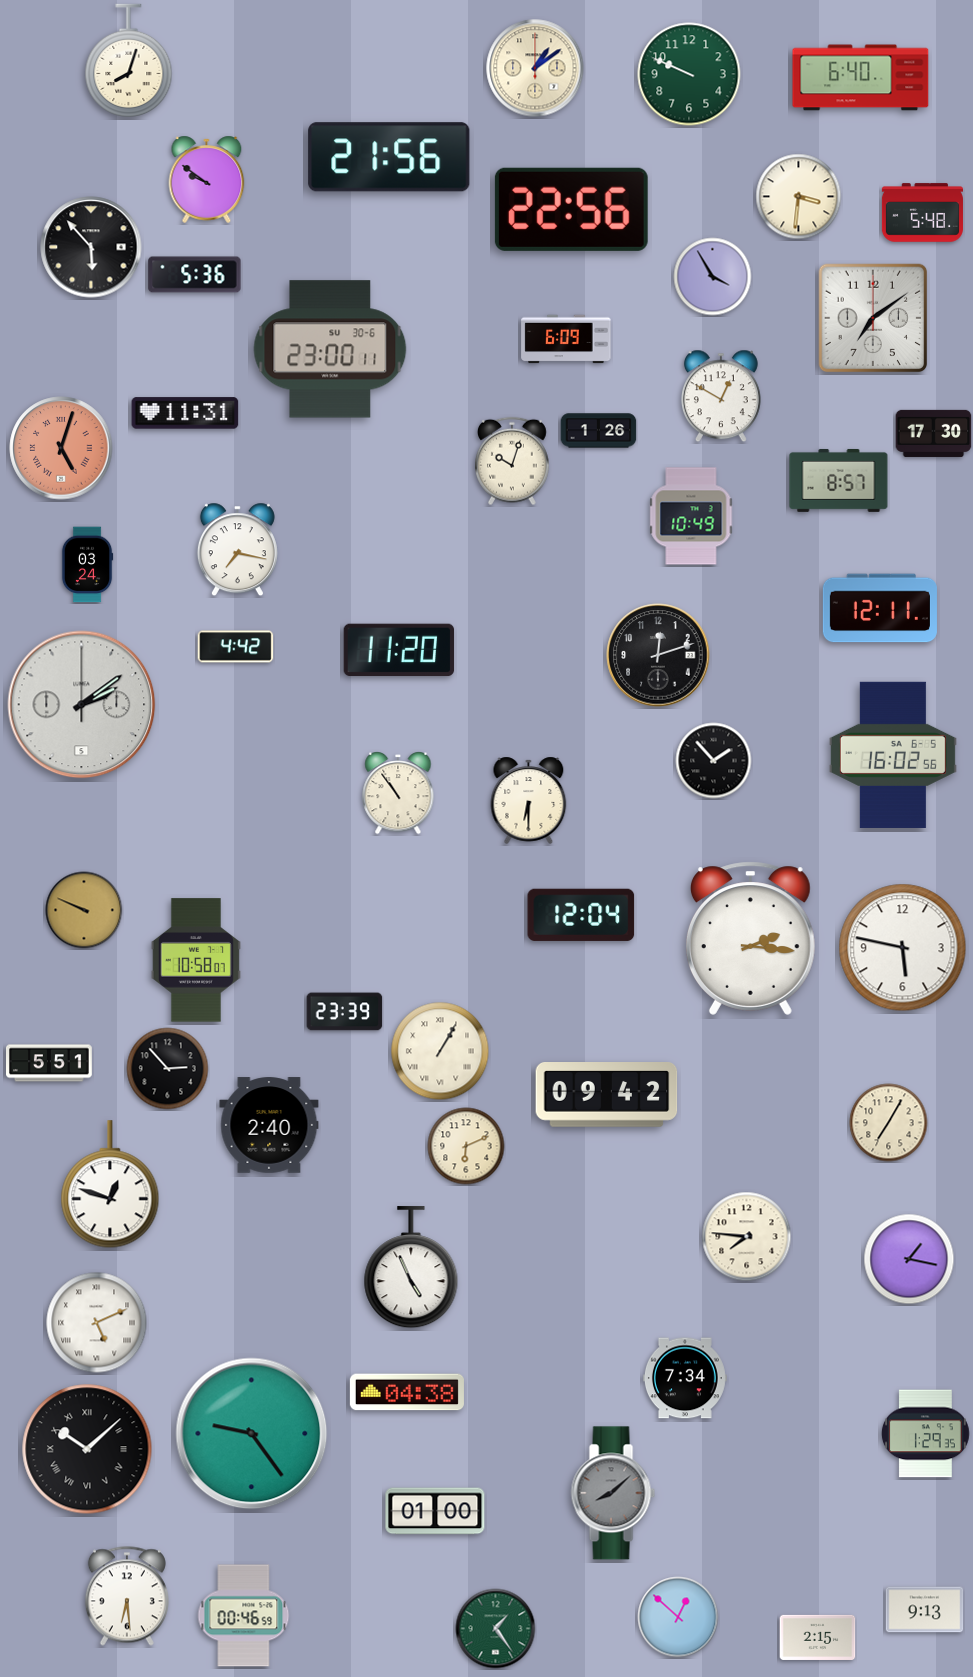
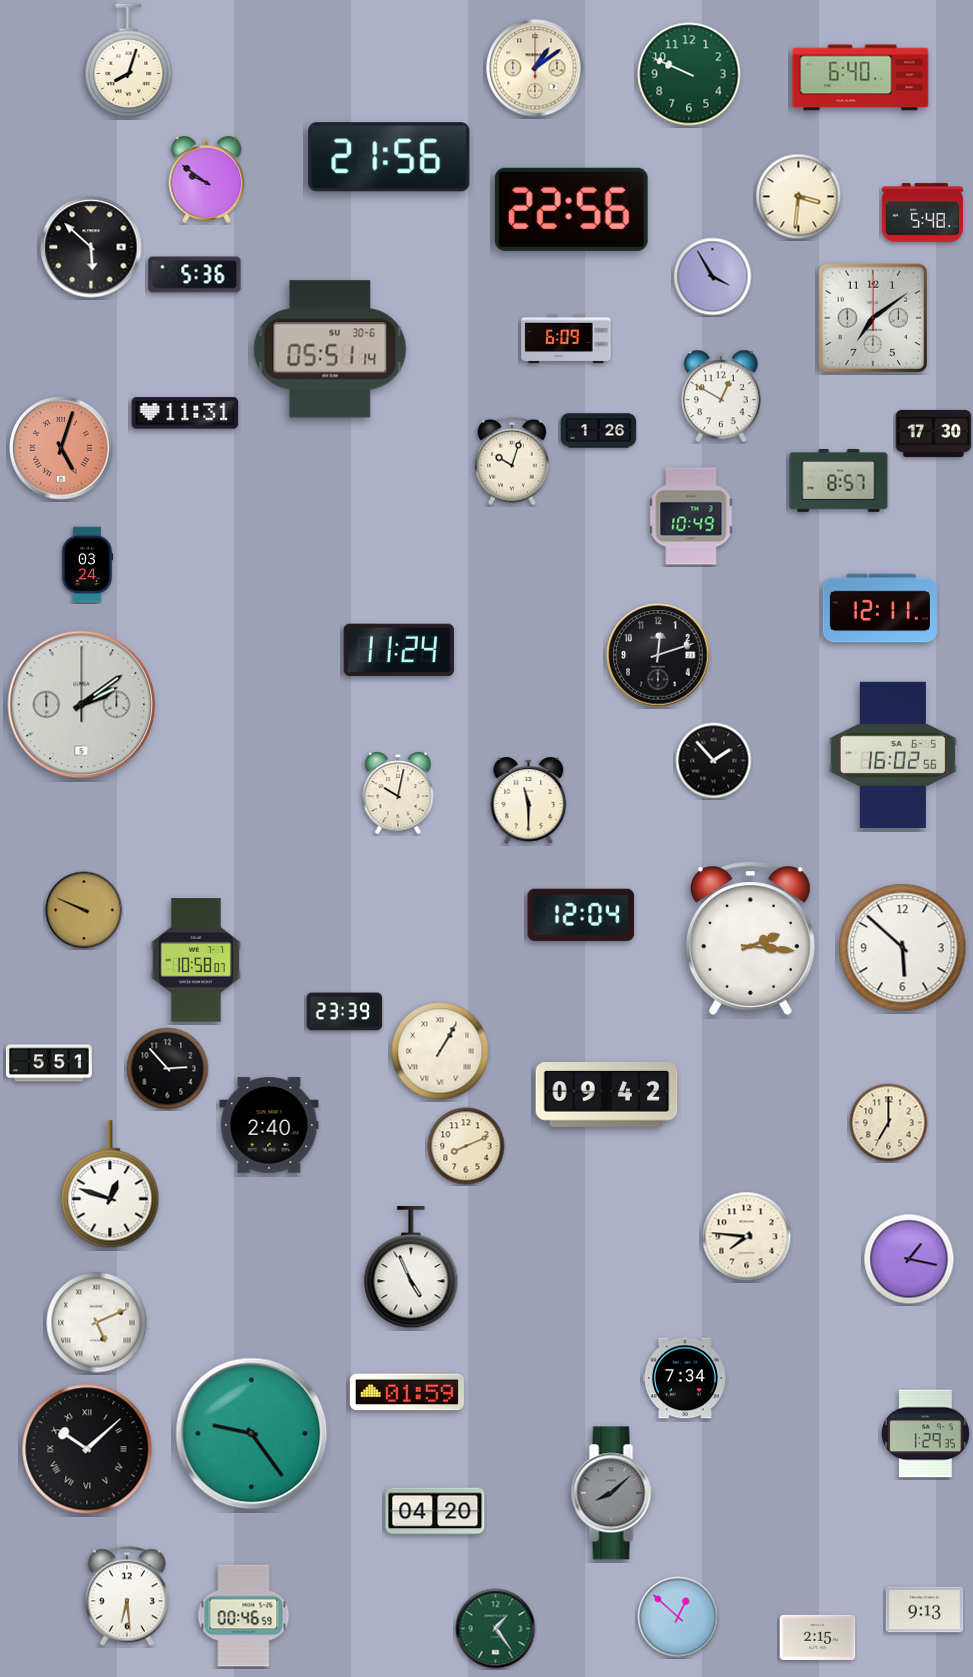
clock at (91, 247): 5:53 -> 5:52
clock at (330, 349): 23:00 -> 05:51
clock at (237, 550): 7:17 -> none
clock at (236, 647): 4:42 -> none
clock at (399, 650): 11:20 -> 11:24
clock at (398, 793): 10:54 -> 10:02
clock at (529, 800): 6:30 -> 11:30
clock at (903, 948): 5:47 -> 5:52
clock at (889, 1123): 7:05 -> 7:00
clock at (466, 1146): 6:11 -> 8:11
clock at (407, 1392): 04:38 -> 01:59
clock at (435, 1511): 01:00 -> 04:20
